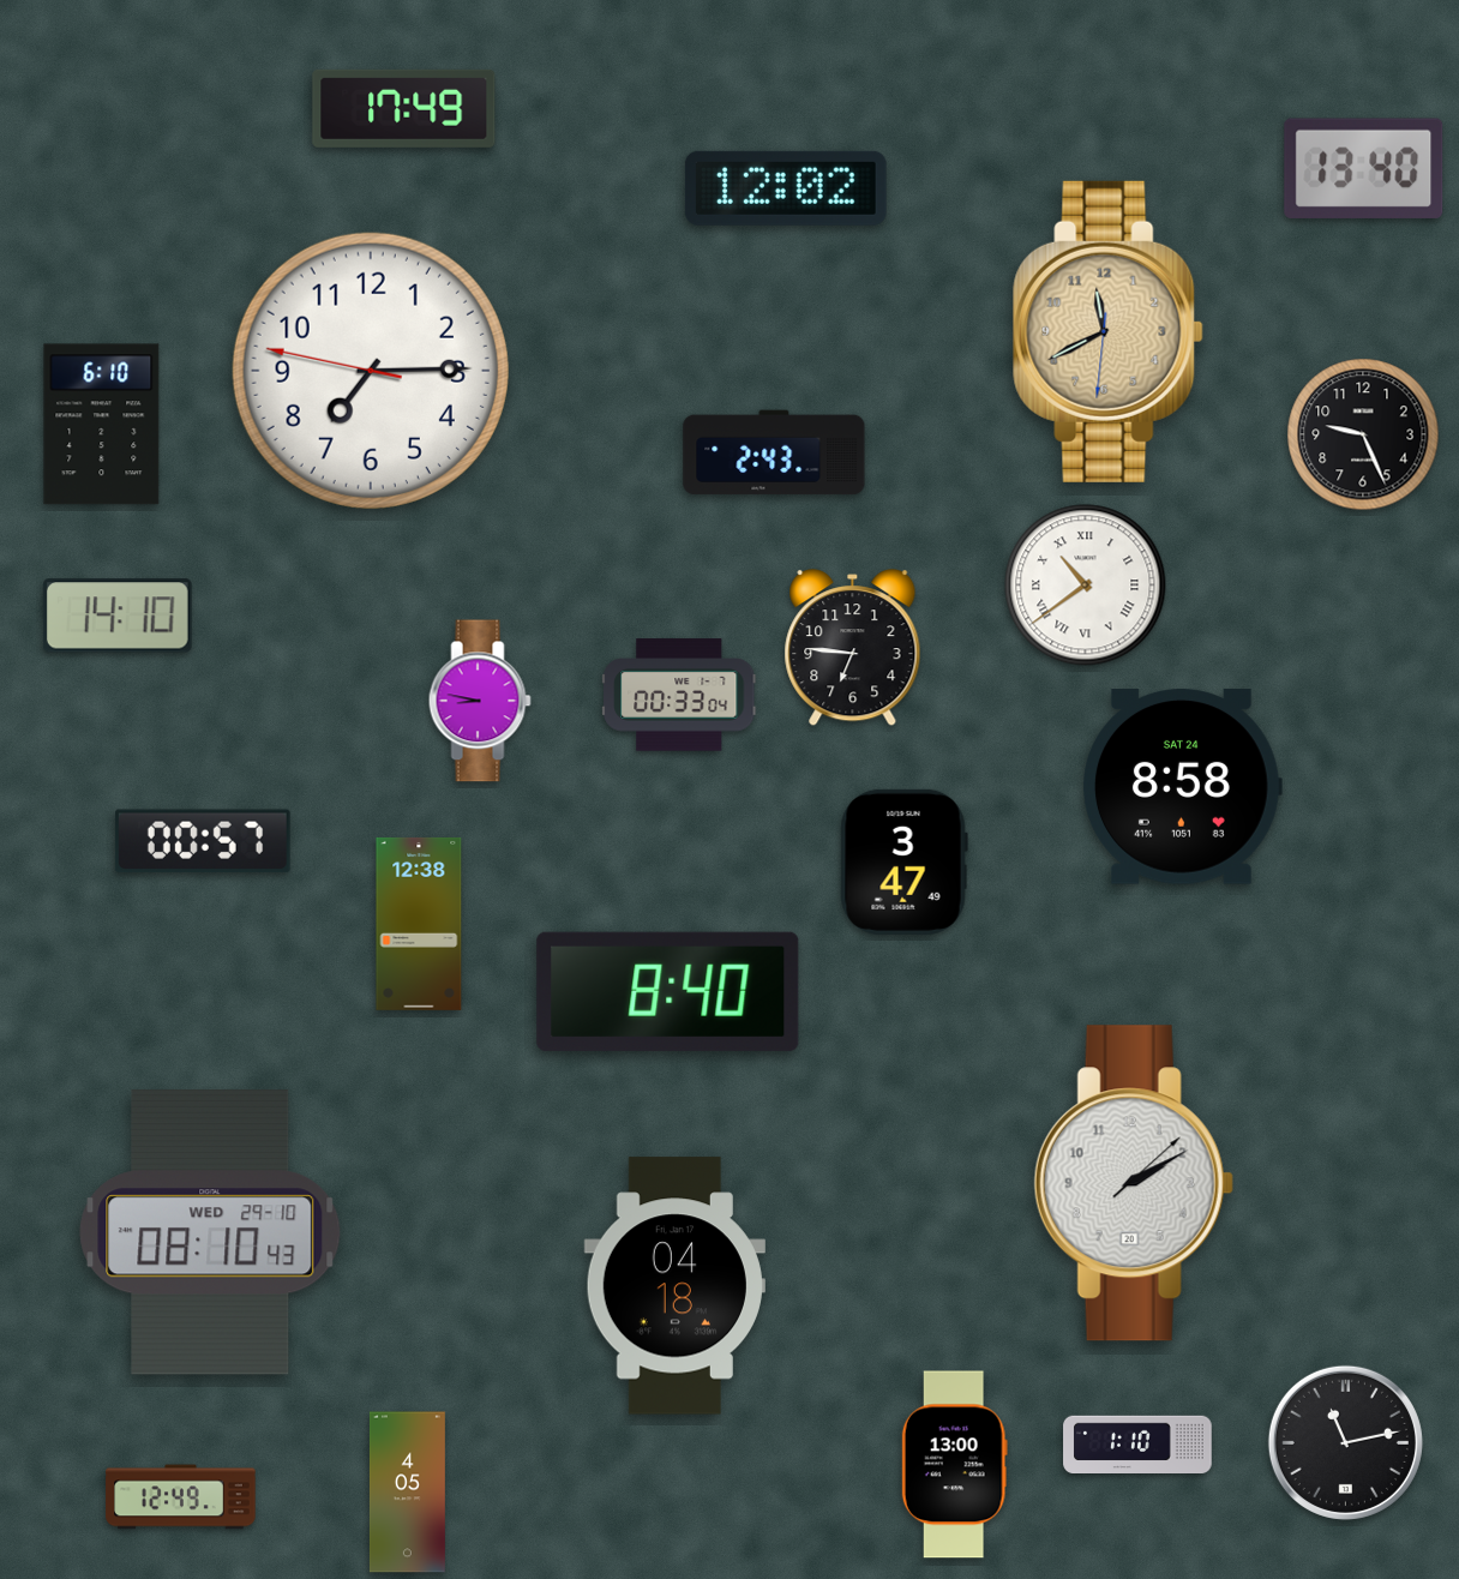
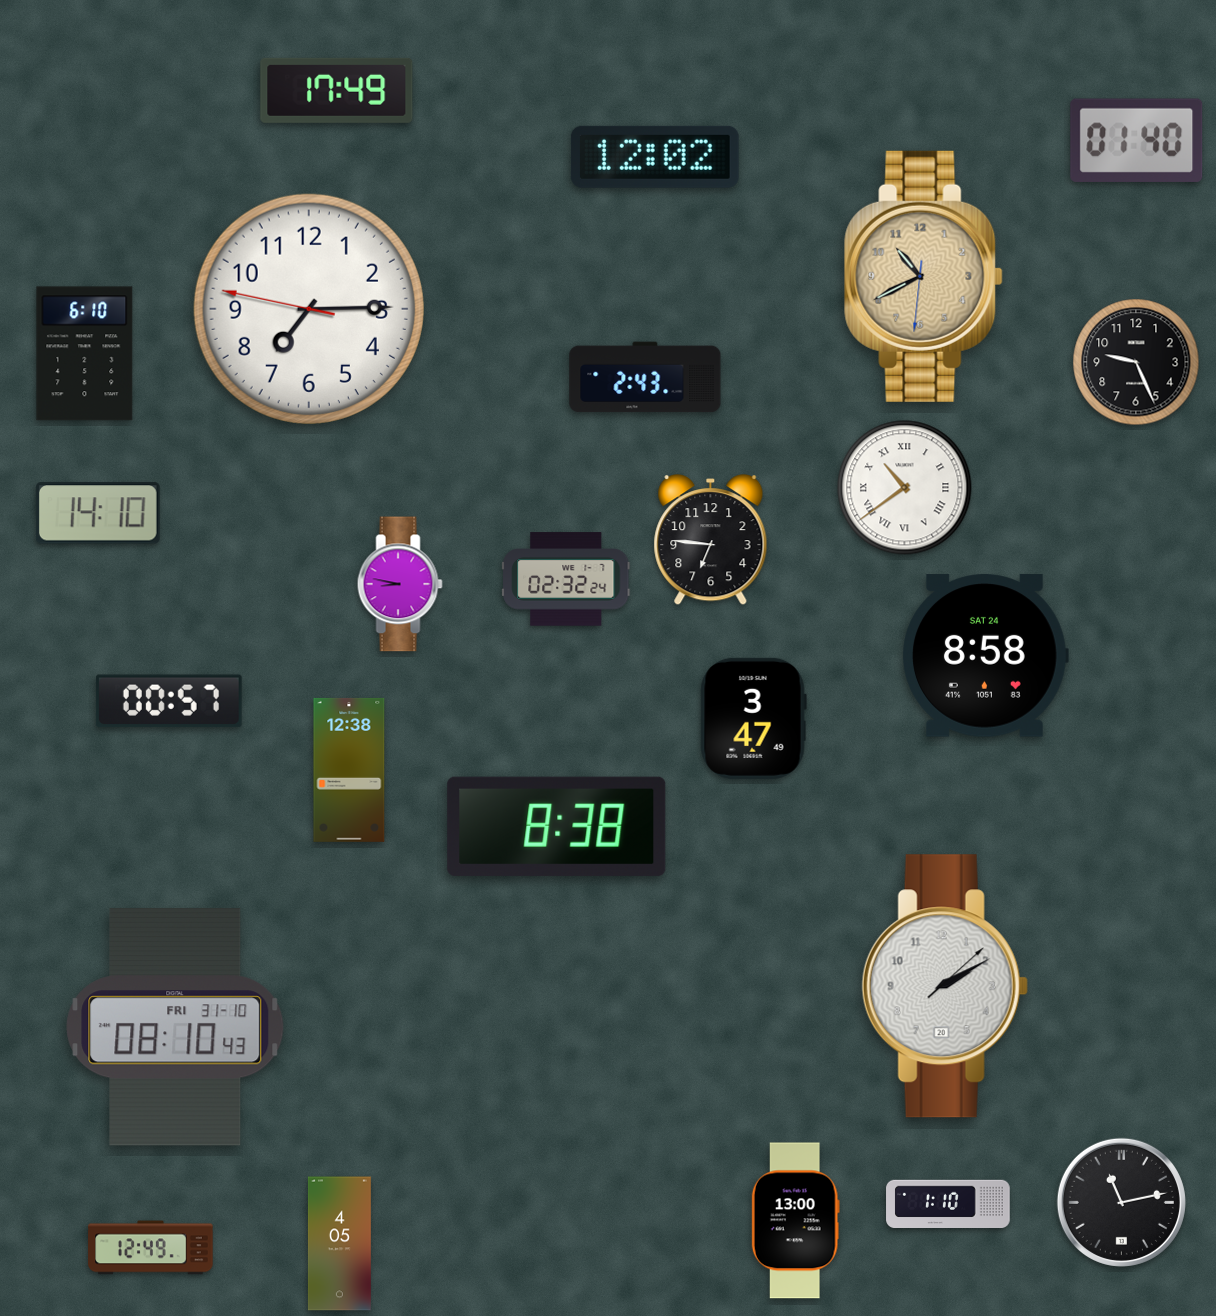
clock at (1364, 168): 13:40 -> 01:40
clock at (1109, 331): 11:40 -> 10:40
clock at (679, 695): 00:33 -> 02:32
clock at (668, 991): 8:40 -> 8:38
clock at (210, 1232) date: WED 29-10 -> FRI 31-10
clock at (674, 1286): 04:18 -> none
